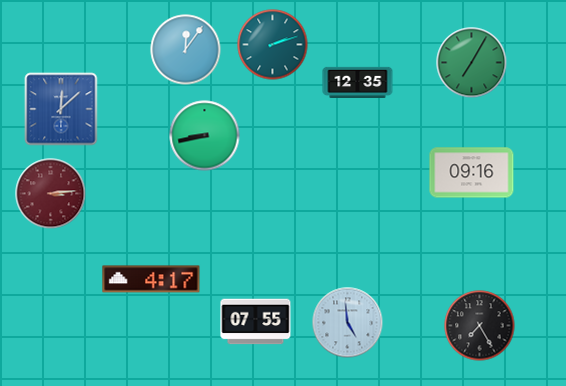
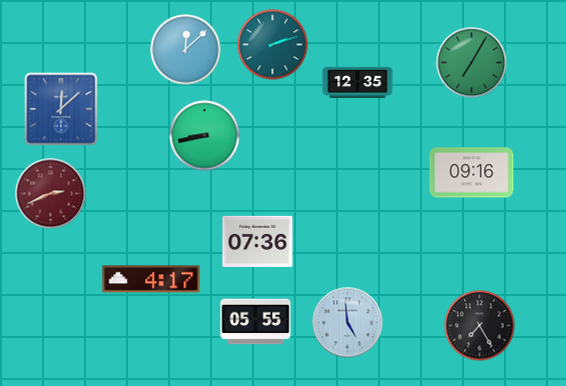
clock at (186, 50): 12:06 -> 12:08
clock at (51, 194): 3:14 -> 2:41
clock at (258, 241): none -> 07:36
clock at (256, 322): 07:55 -> 05:55
